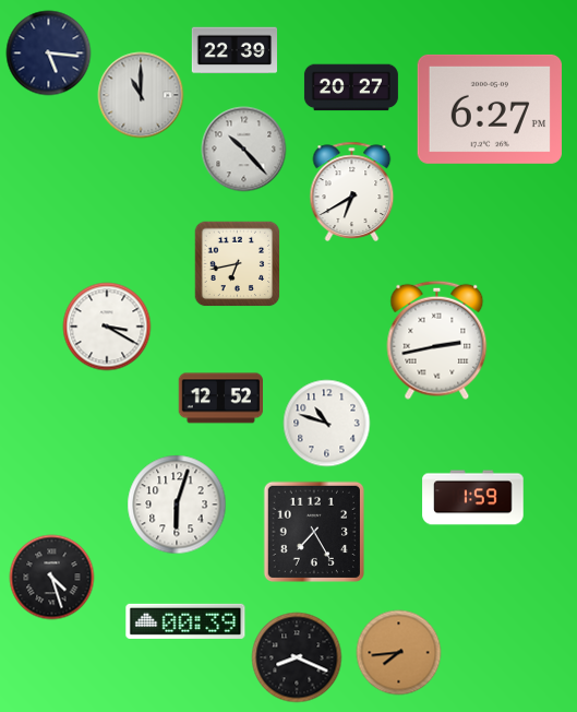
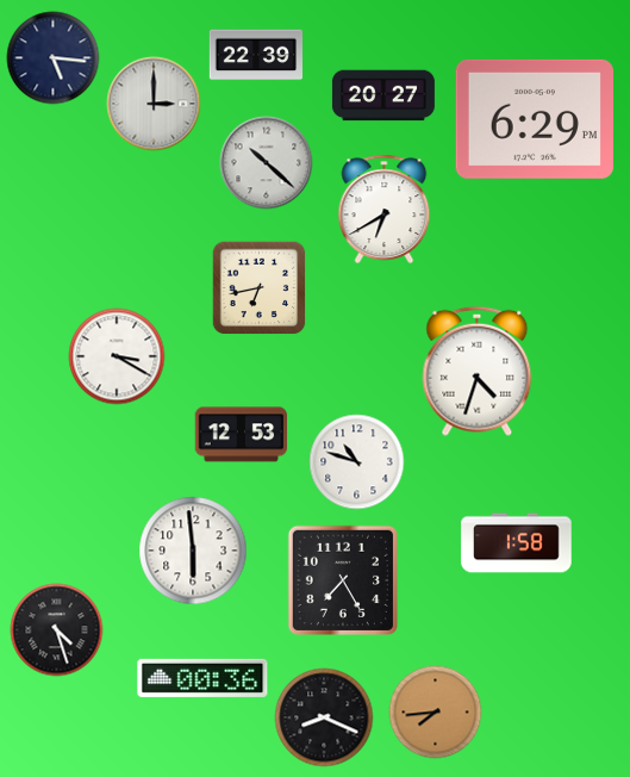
clock at (141, 95): 11:00 -> 3:00
clock at (489, 109): 6:27 -> 6:29
clock at (243, 149): 10:23 -> 10:22
clock at (437, 340): 2:43 -> 4:33
clock at (220, 399): 12:52 -> 12:53
clock at (473, 498): 1:59 -> 1:58
clock at (177, 505): 6:03 -> 5:59
clock at (185, 621): 00:39 -> 00:36
